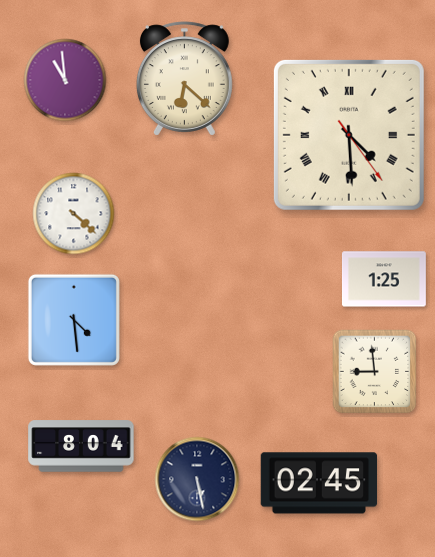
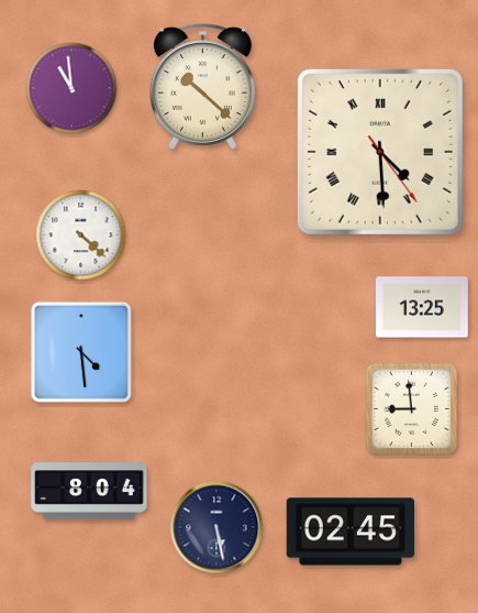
clock at (184, 79): 6:22 -> 10:22
clock at (349, 135) position: (349, 135) -> (380, 152)
clock at (384, 279): 1:25 -> 13:25
